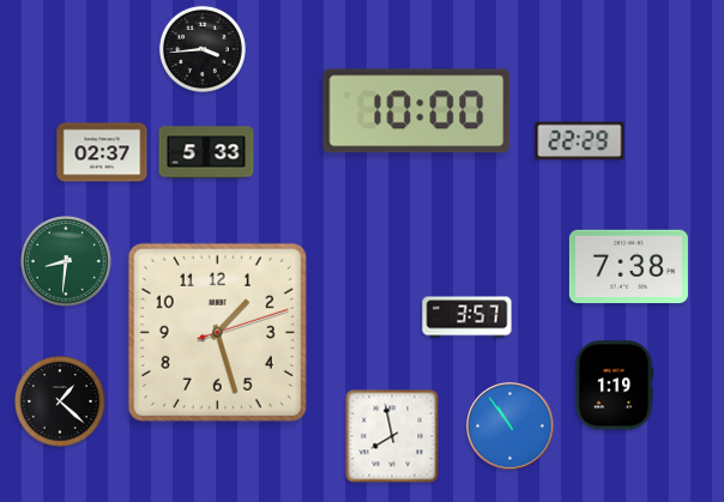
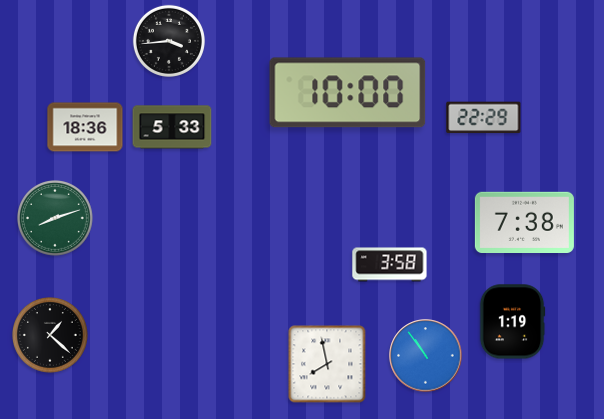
clock at (102, 152): 02:37 -> 18:36
clock at (67, 262): 8:31 -> 8:12
clock at (467, 317): 3:57 -> 3:58
clock at (217, 332): 1:27 -> none
